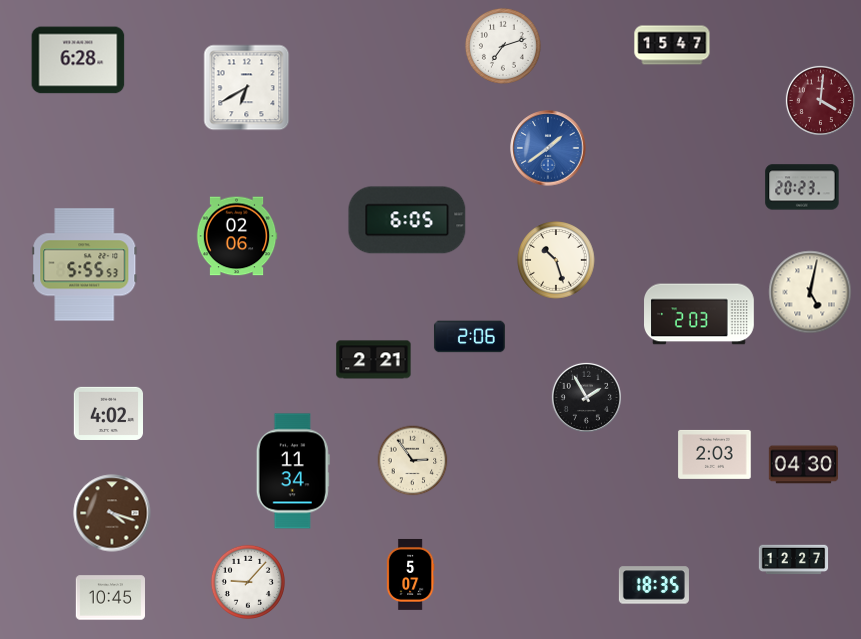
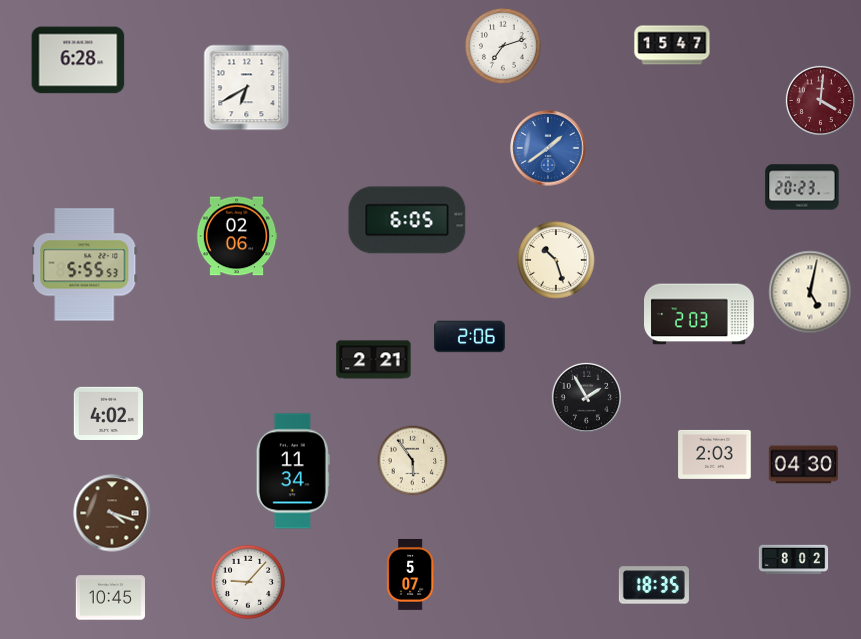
clock at (413, 461): 2:54 -> 5:54
clock at (794, 560): 12:27 -> 8:02
